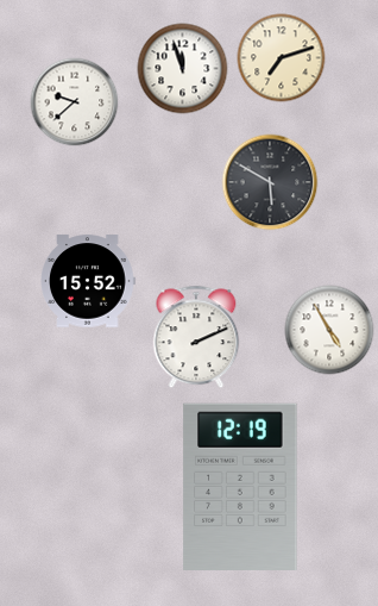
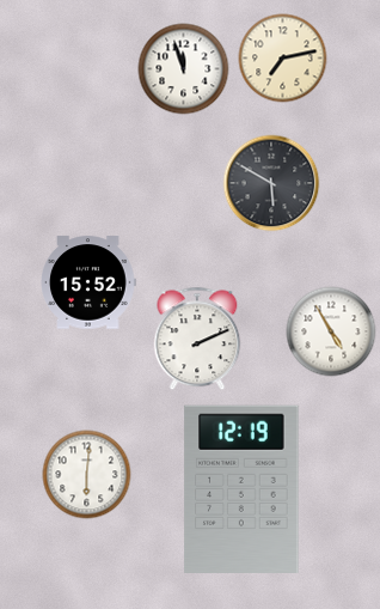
clock at (282, 58): 7:12 -> 7:13
clock at (75, 102): 9:38 -> none
clock at (87, 475): none -> 6:01
